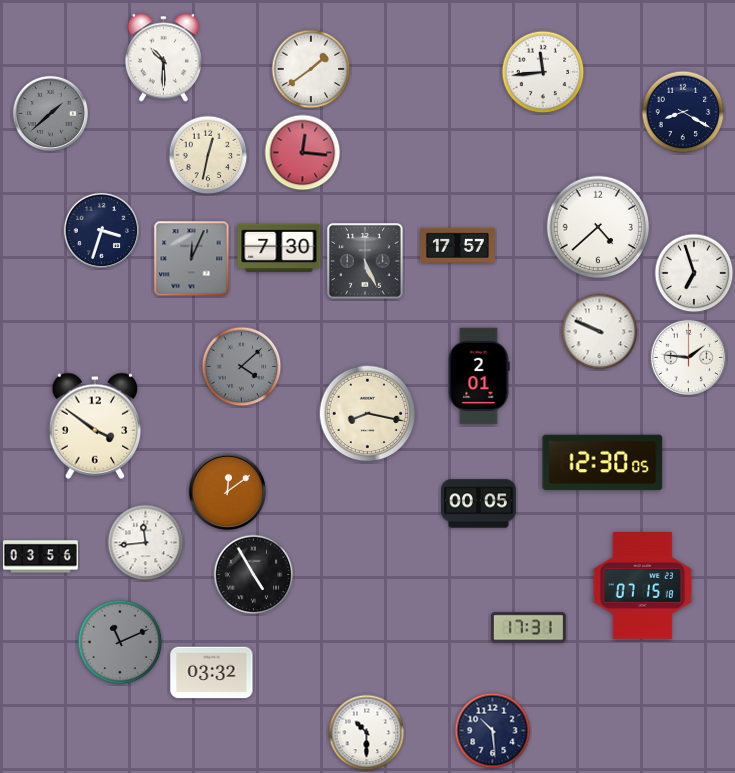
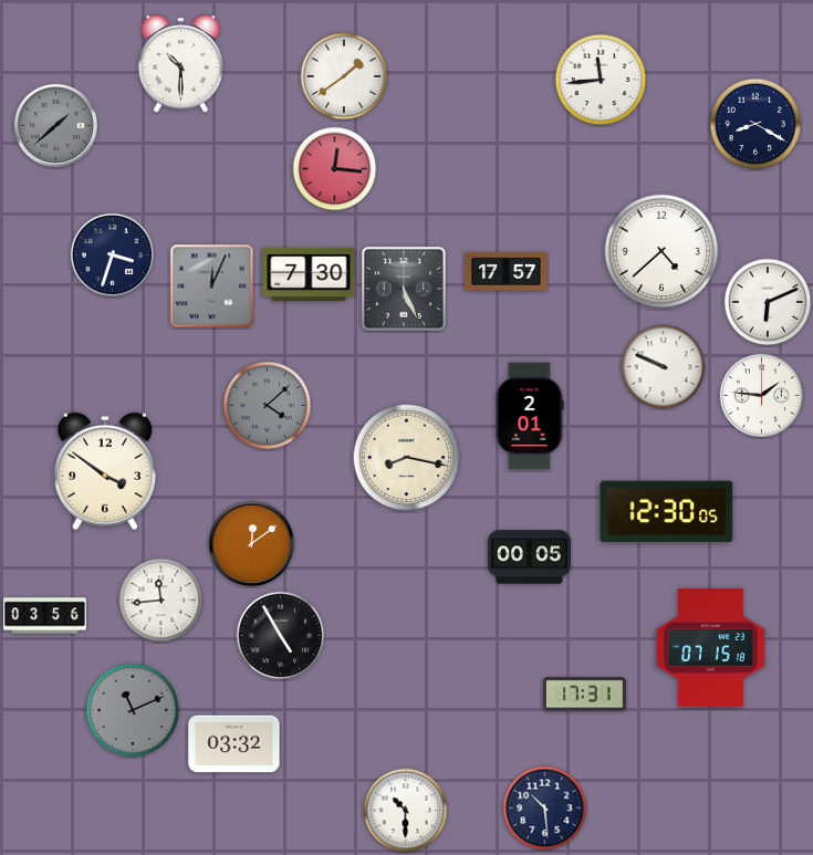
clock at (208, 155): 12:32 -> none
clock at (694, 273): 6:57 -> 6:11
